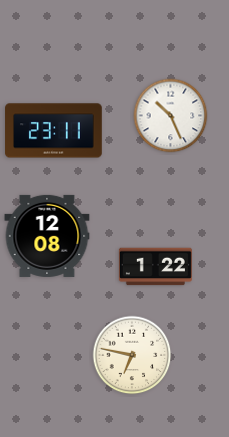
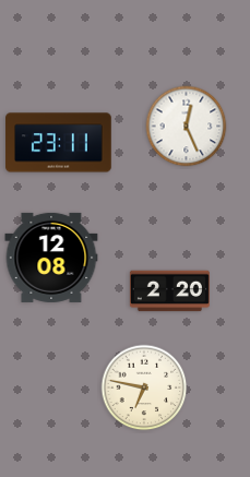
clock at (171, 116): 10:26 -> 12:26
clock at (155, 267): 1:22 -> 2:20
